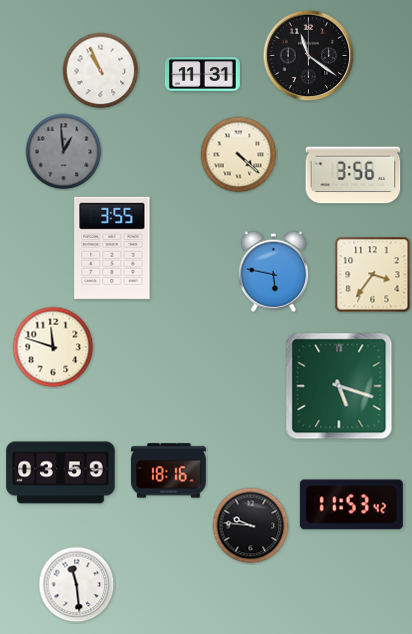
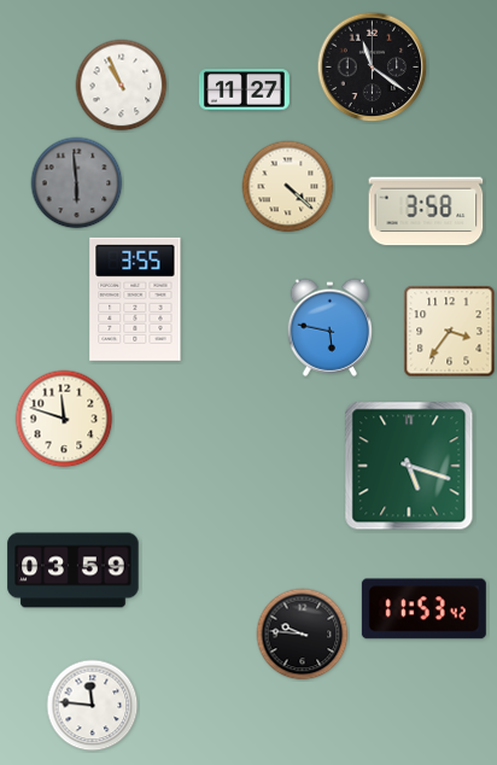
clock at (202, 75): 11:31 -> 11:27
clock at (64, 152): 12:59 -> 5:59
clock at (353, 175): 3:56 -> 3:58
clock at (168, 471): 18:16 -> none
clock at (77, 585): 11:29 -> 11:46
